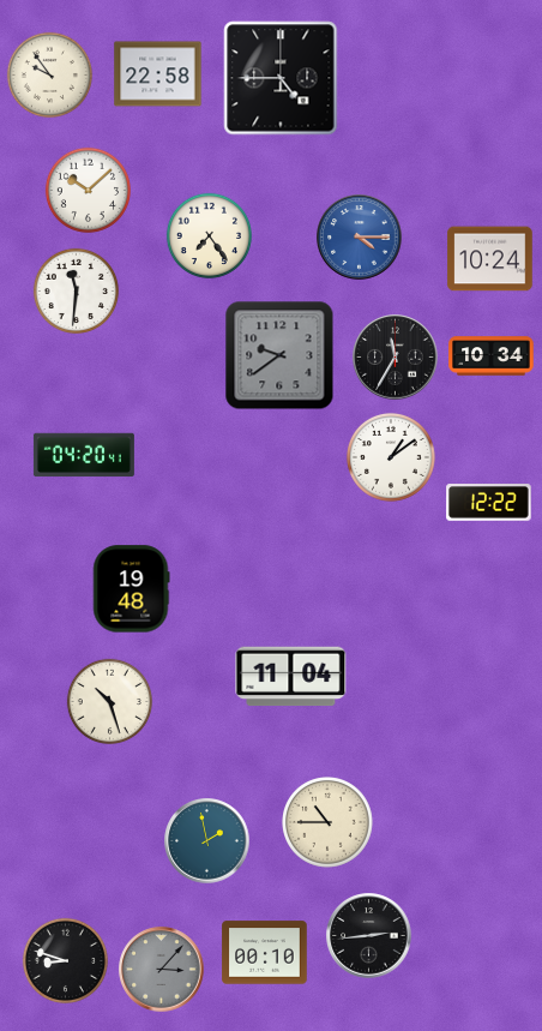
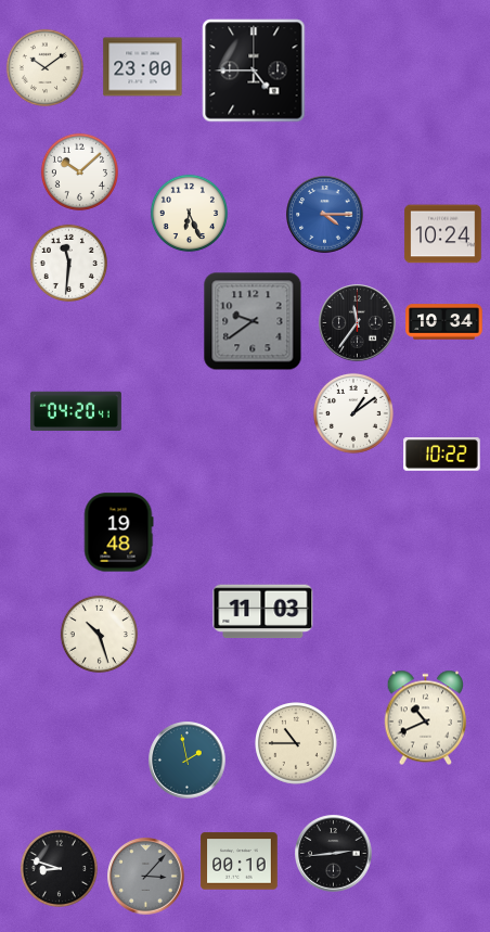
clock at (49, 74): 9:54 -> 10:09
clock at (158, 74): 22:58 -> 23:00
clock at (209, 235): 7:24 -> 6:26
clock at (396, 358): 11:35 -> 11:36
clock at (489, 503): 12:22 -> 10:22
clock at (291, 677): 11:04 -> 11:03
clock at (426, 718): none -> 10:41
clock at (369, 936) position: (369, 936) -> (334, 854)
